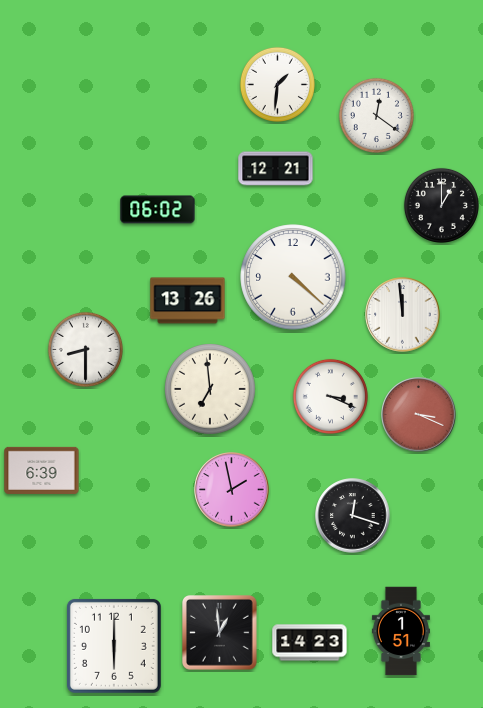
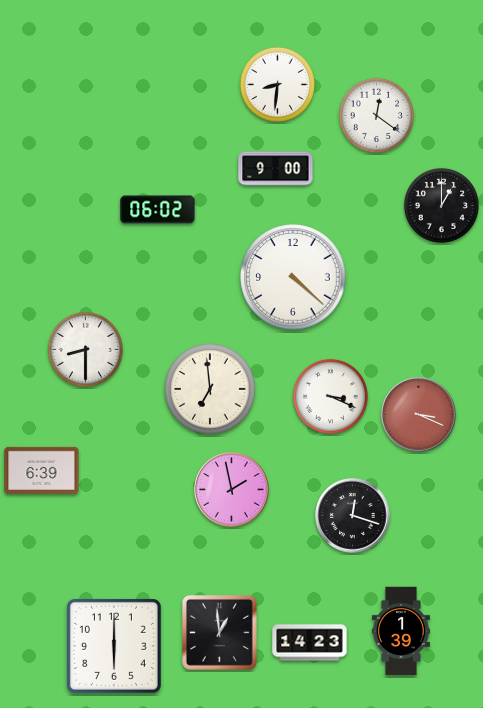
clock at (277, 84): 1:31 -> 8:31
clock at (276, 169): 12:21 -> 9:00
clock at (188, 301): 13:26 -> none
clock at (403, 315): 11:59 -> none
clock at (401, 631): 1:51 -> 1:39
